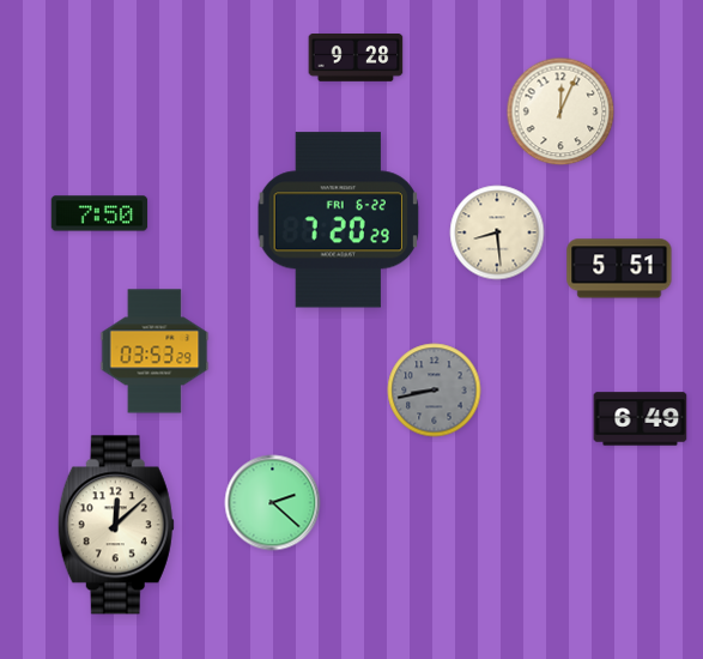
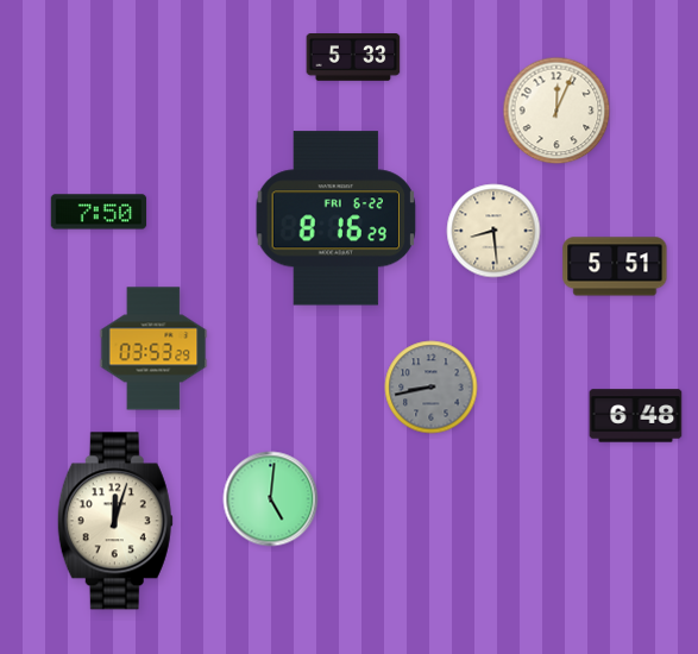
clock at (356, 59): 9:28 -> 5:33
clock at (339, 220): 7:20 -> 8:16
clock at (641, 419): 6:49 -> 6:48
clock at (273, 503): 2:22 -> 5:01
clock at (116, 525): 12:08 -> 12:03
